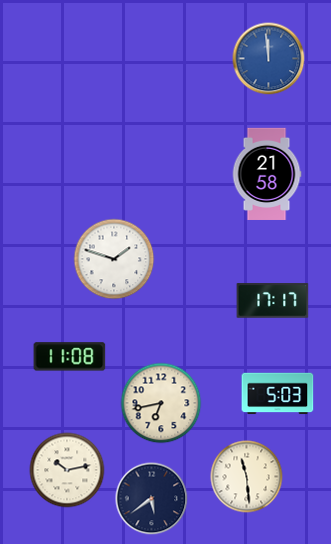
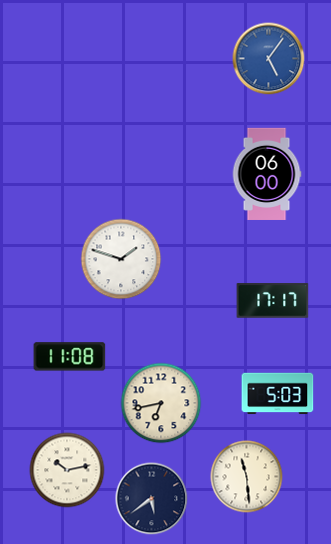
clock at (269, 59): 11:59 -> 5:06
clock at (267, 174): 21:58 -> 06:00
clock at (114, 259) position: (114, 259) -> (121, 259)
